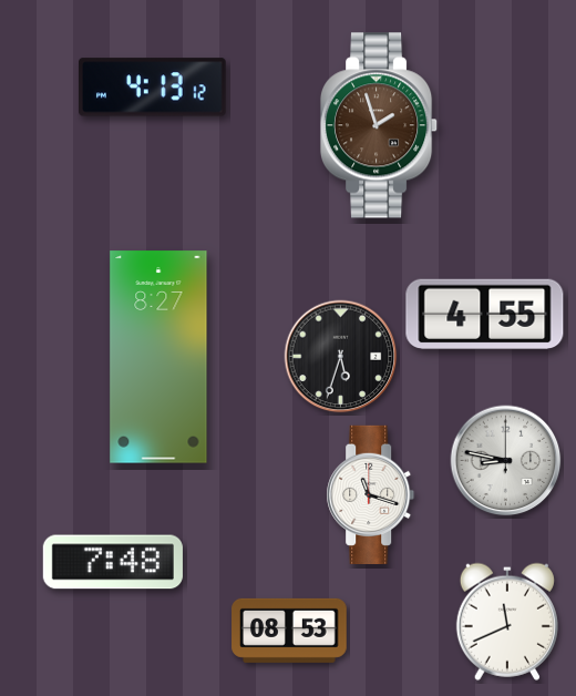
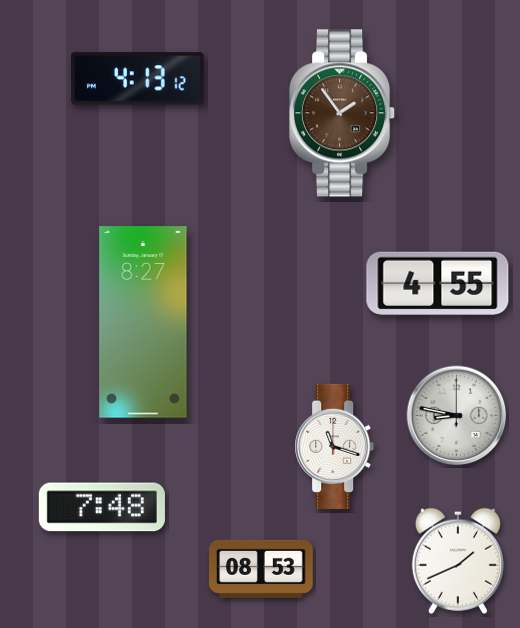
clock at (379, 125): 1:57 -> 1:54
clock at (341, 357): 5:33 -> none
clock at (507, 622): 11:41 -> 1:41
